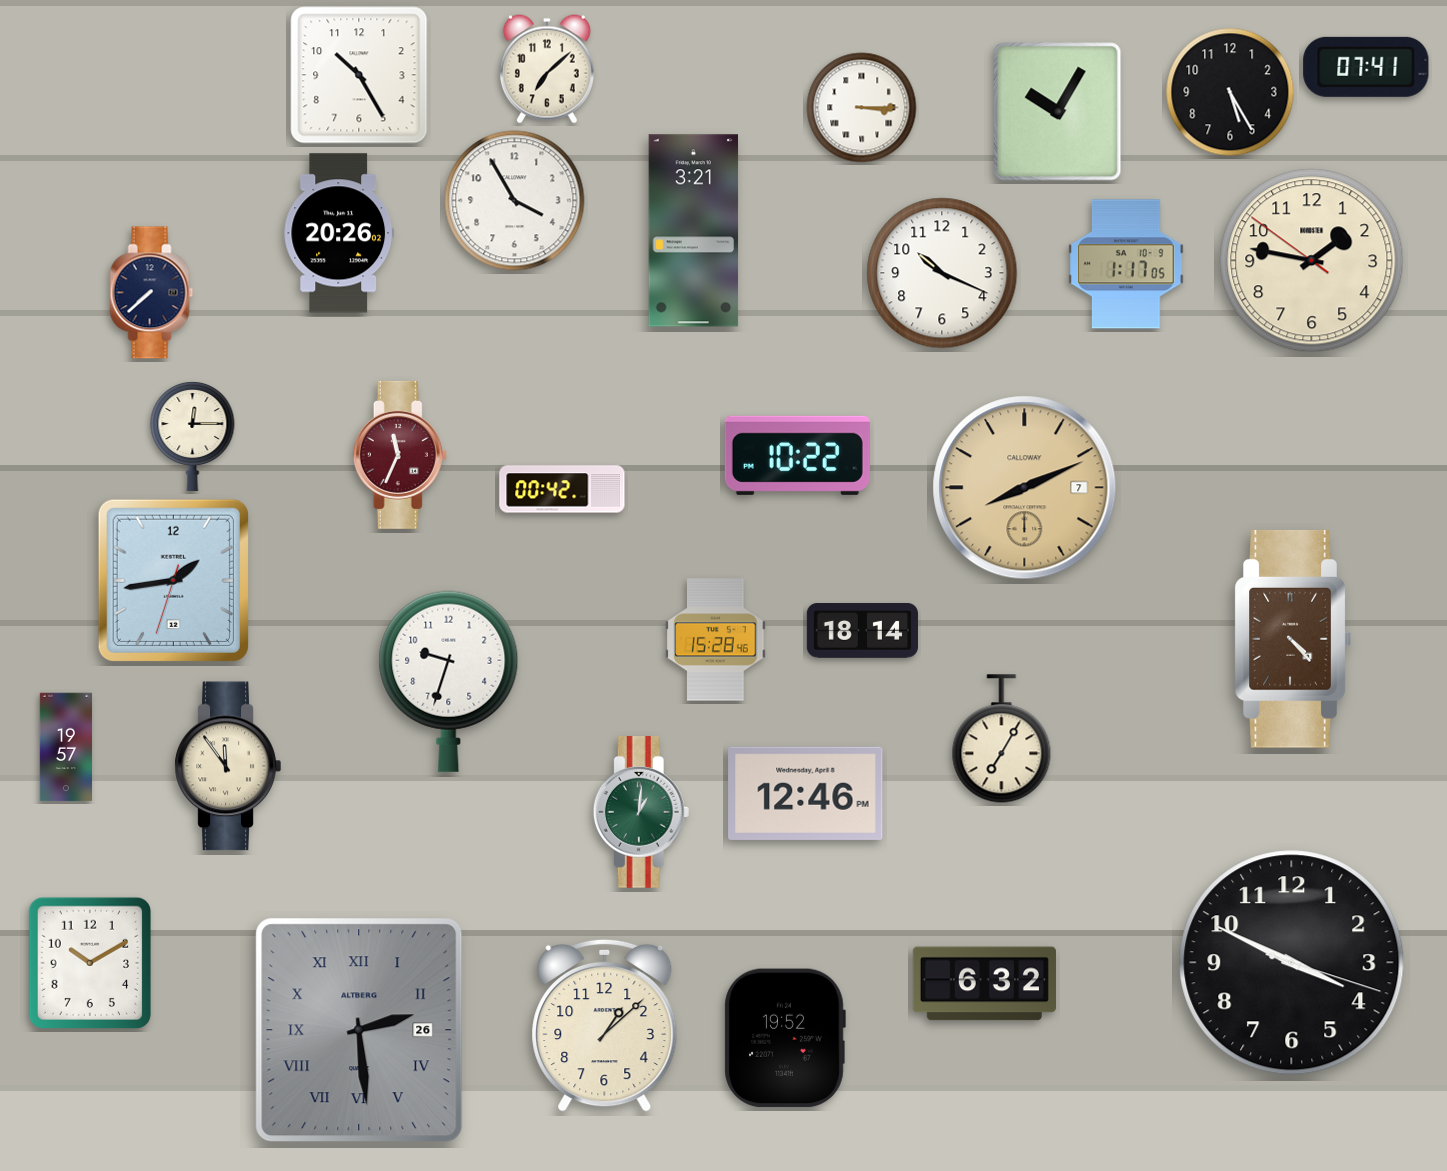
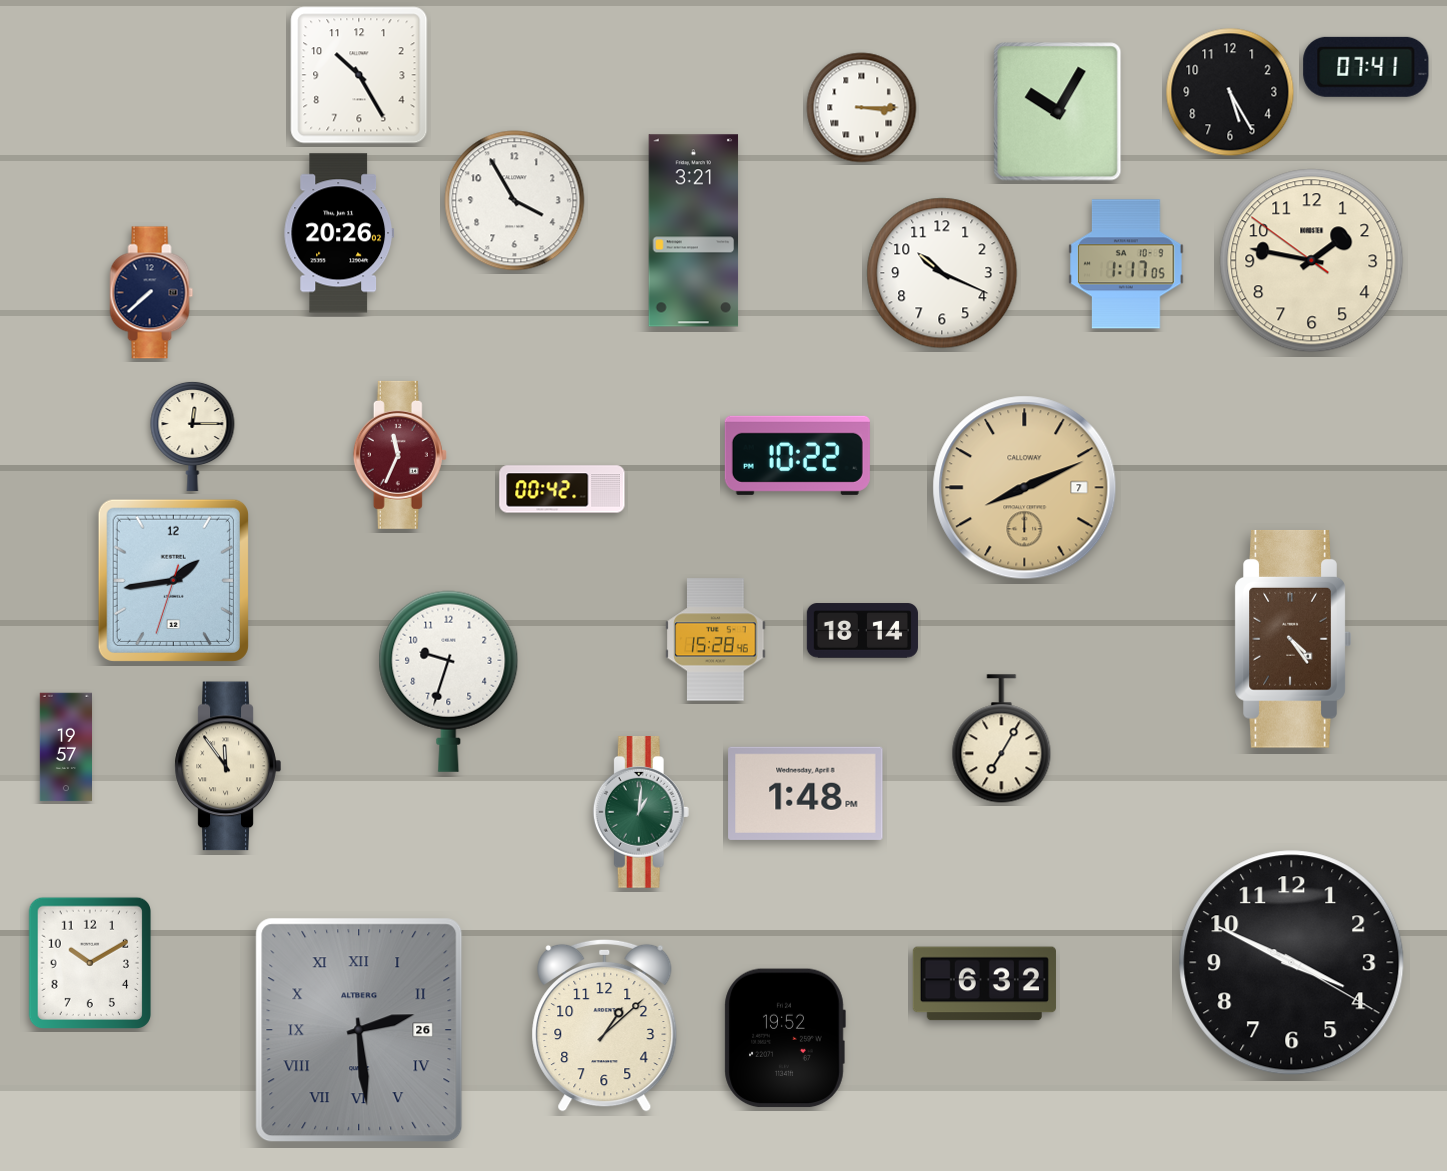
clock at (547, 69): 7:08 -> none
clock at (1293, 639): 4:23 -> 4:24
clock at (806, 793): 12:46 -> 1:48
clock at (1292, 963): 3:49:18 -> 3:49:20
